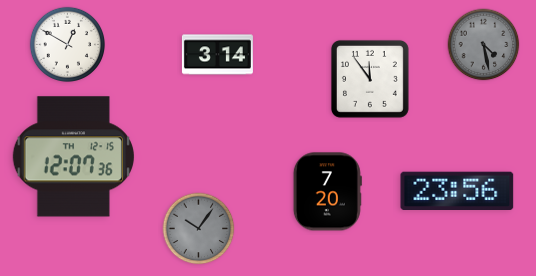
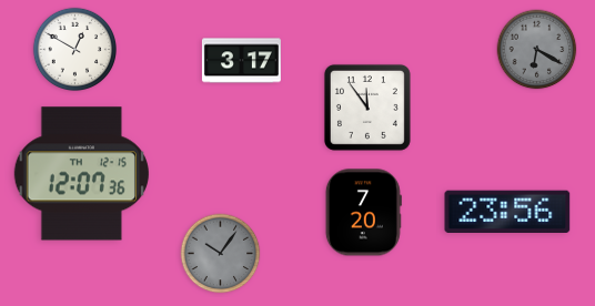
clock at (484, 45): 4:28 -> 6:20
clock at (217, 55): 3:14 -> 3:17
clock at (370, 79) position: (370, 79) -> (367, 108)
